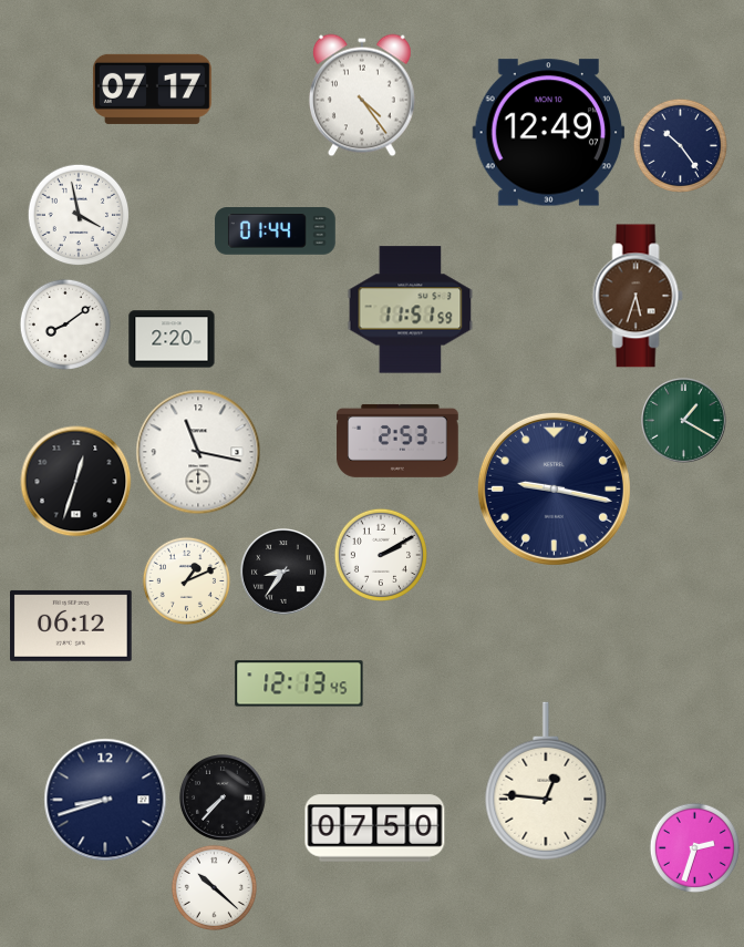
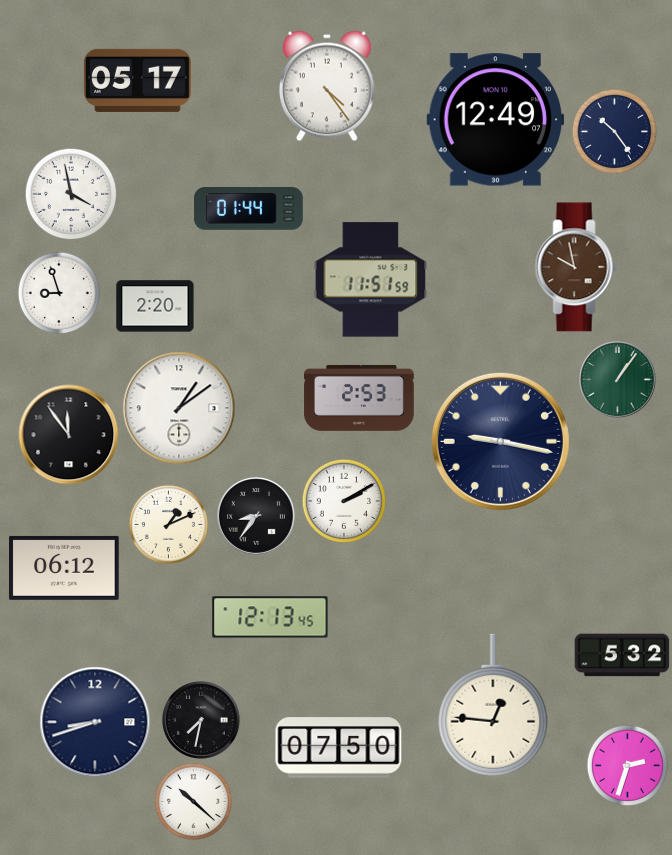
clock at (152, 89): 07:17 -> 05:17
clock at (638, 296): 5:33 -> 9:58
clock at (64, 323): 8:09 -> 8:57
clock at (684, 421): 1:20 -> 1:06
clock at (198, 452): 11:17 -> 1:09
clock at (76, 482): 12:33 -> 11:54
clock at (72, 626) position: (72, 626) -> (65, 568)
clock at (622, 655): none -> 5:32
clock at (224, 799): 7:37 -> 7:32
